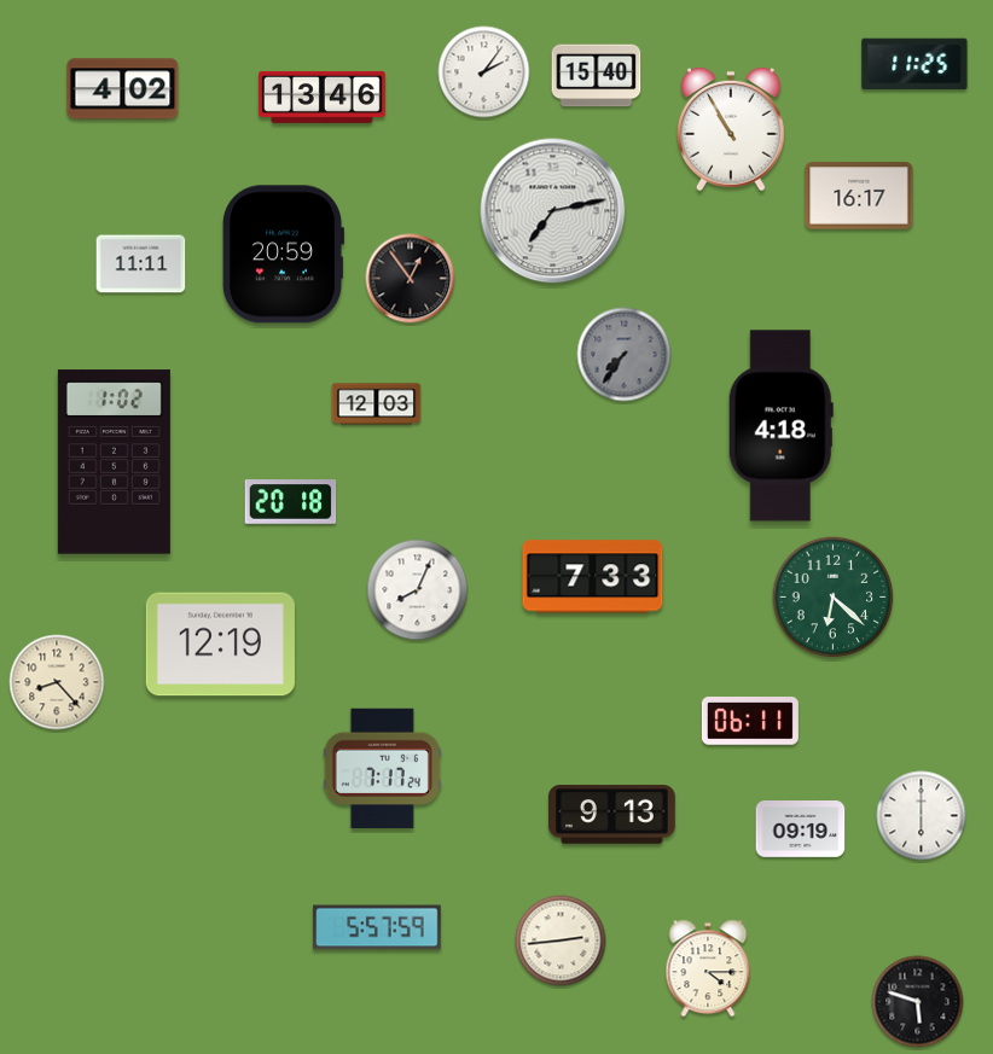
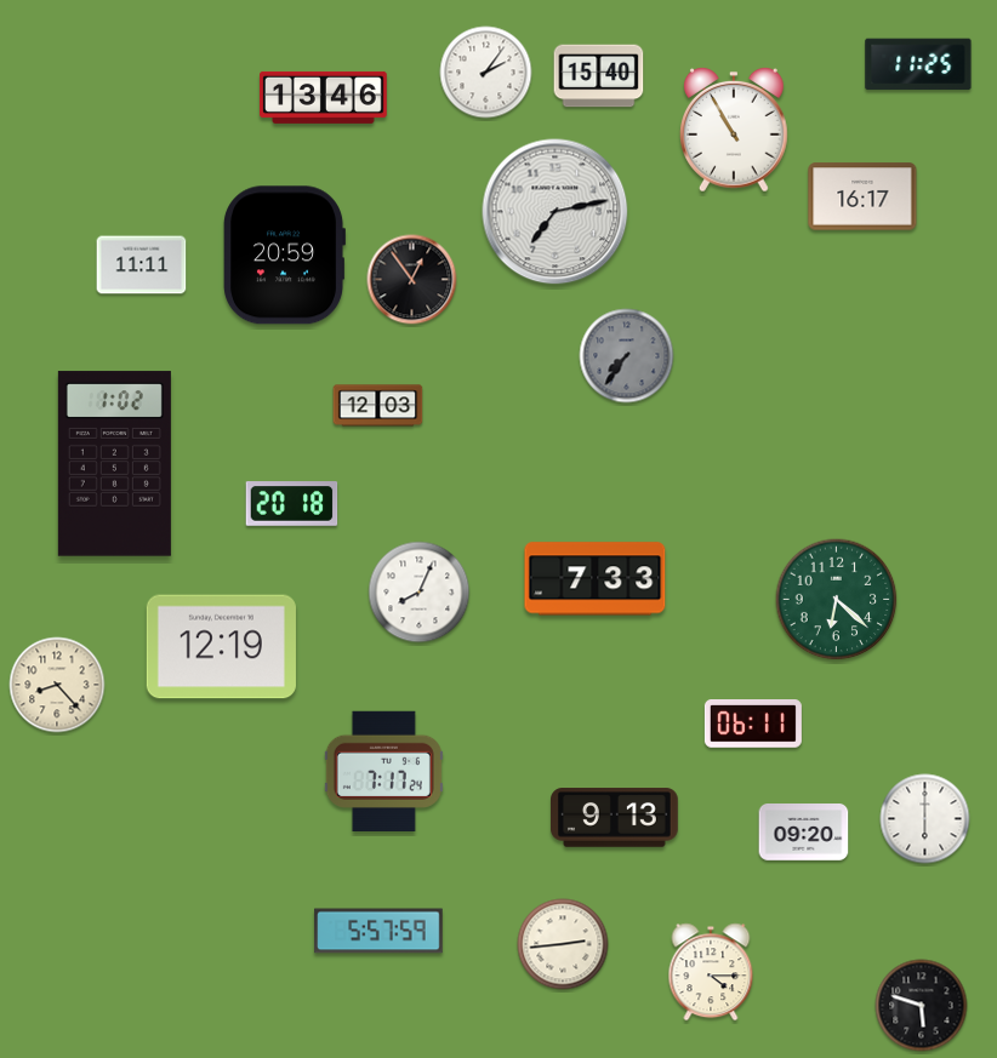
clock at (123, 89): 4:02 -> none
clock at (780, 426): 4:18 -> none
clock at (801, 829): 09:19 -> 09:20
